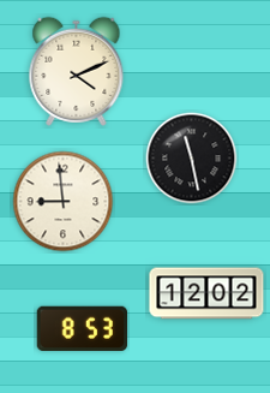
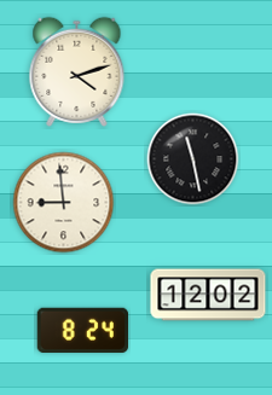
clock at (77, 71): 4:11 -> 4:12
clock at (82, 329): 8:53 -> 8:24
